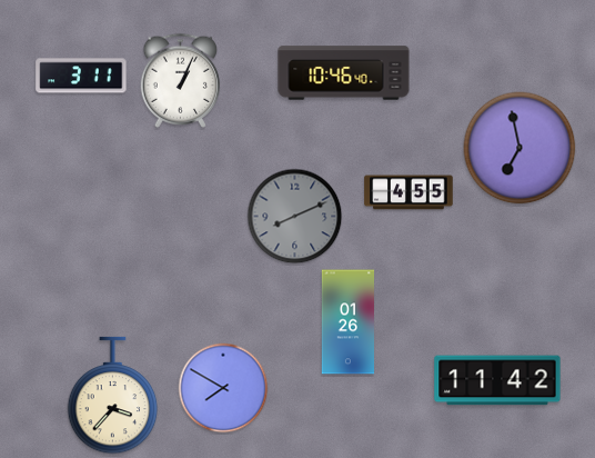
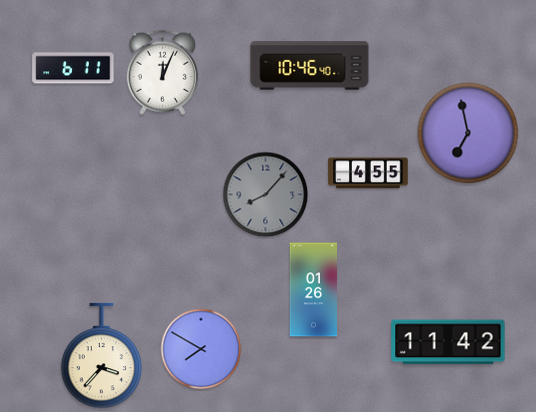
clock at (81, 76): 3:11 -> 6:11
clock at (181, 80): 1:04 -> 12:04
clock at (295, 217): 8:11 -> 8:07
